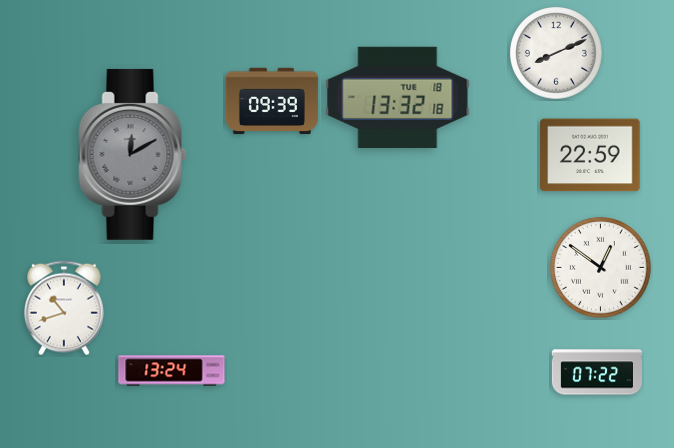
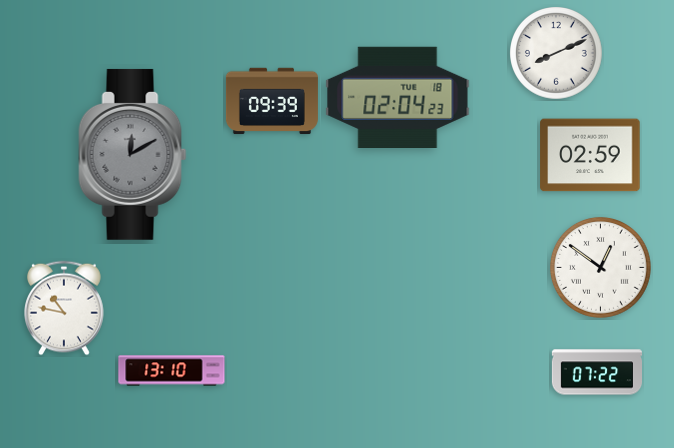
clock at (398, 97): 13:32 -> 02:04
clock at (590, 155): 22:59 -> 02:59
clock at (65, 308): 10:42 -> 10:47
clock at (172, 371): 13:24 -> 13:10
